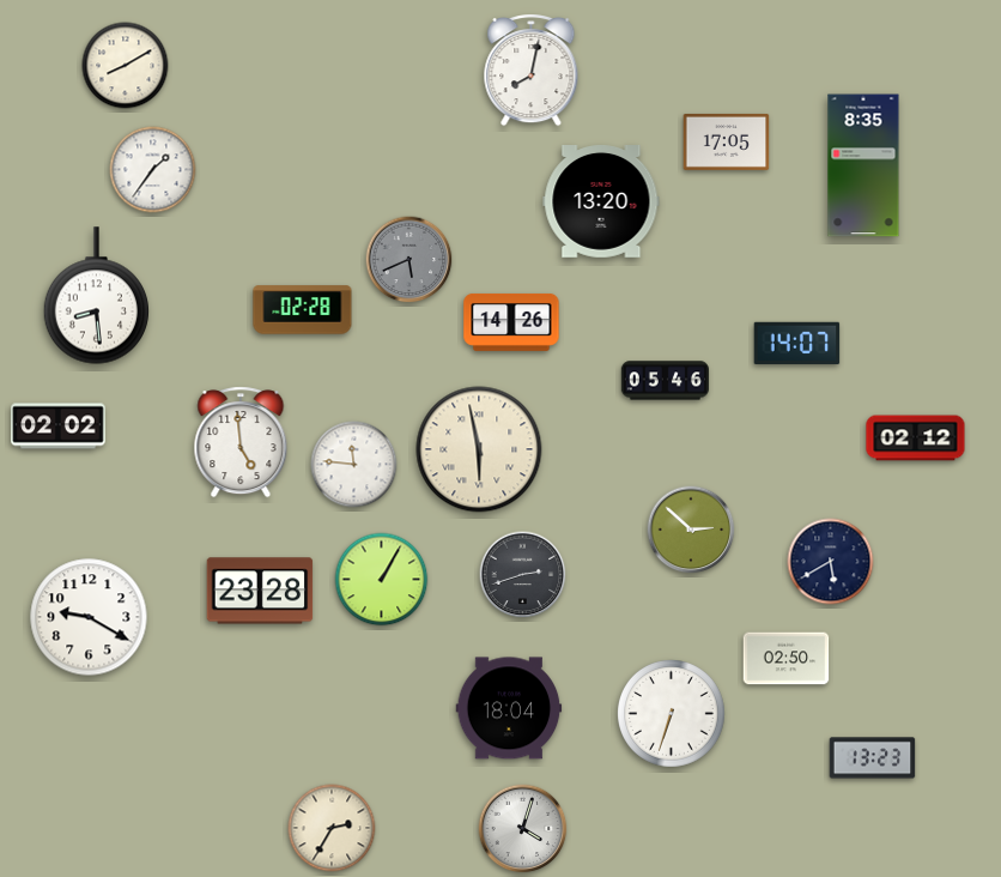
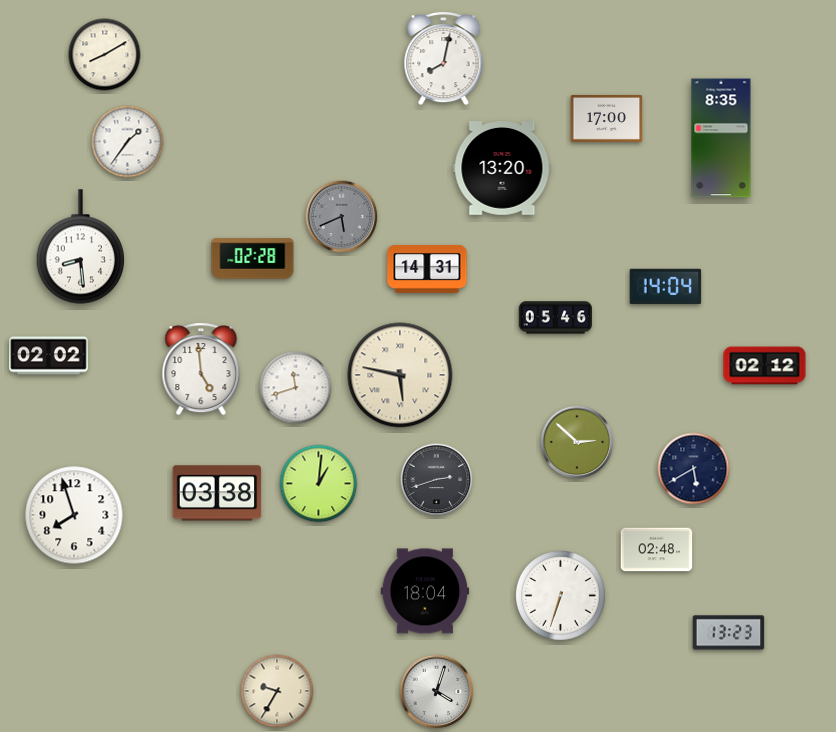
clock at (727, 141): 17:05 -> 17:00
clock at (511, 322): 14:26 -> 14:31
clock at (797, 344): 14:07 -> 14:04
clock at (479, 449): 5:58 -> 5:47
clock at (354, 465): 11:46 -> 11:42
clock at (382, 580): 1:05 -> 1:01
clock at (260, 591): 23:28 -> 03:38
clock at (89, 617): 9:20 -> 7:57
clock at (787, 659): 02:50 -> 02:48
clock at (332, 828): 2:35 -> 9:35
